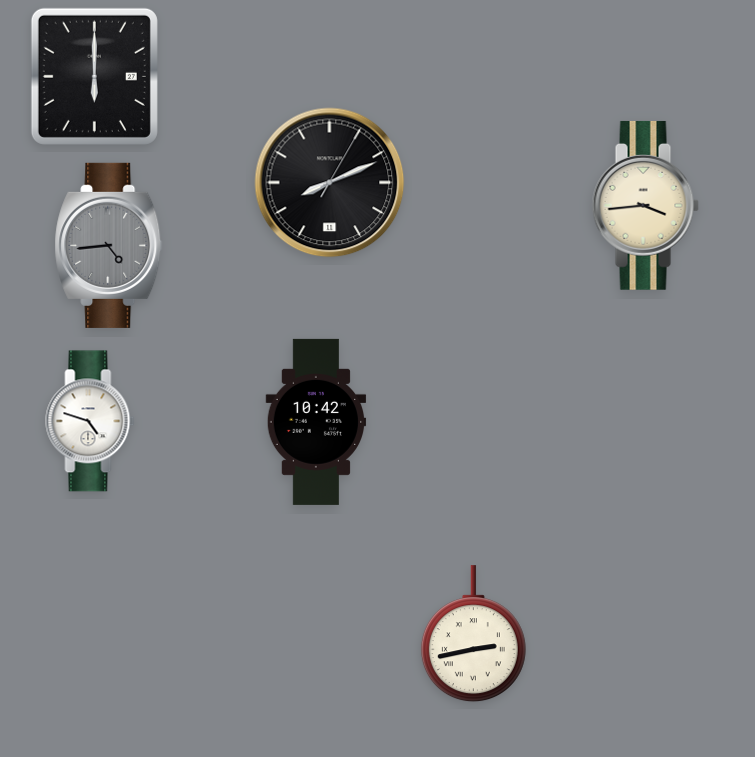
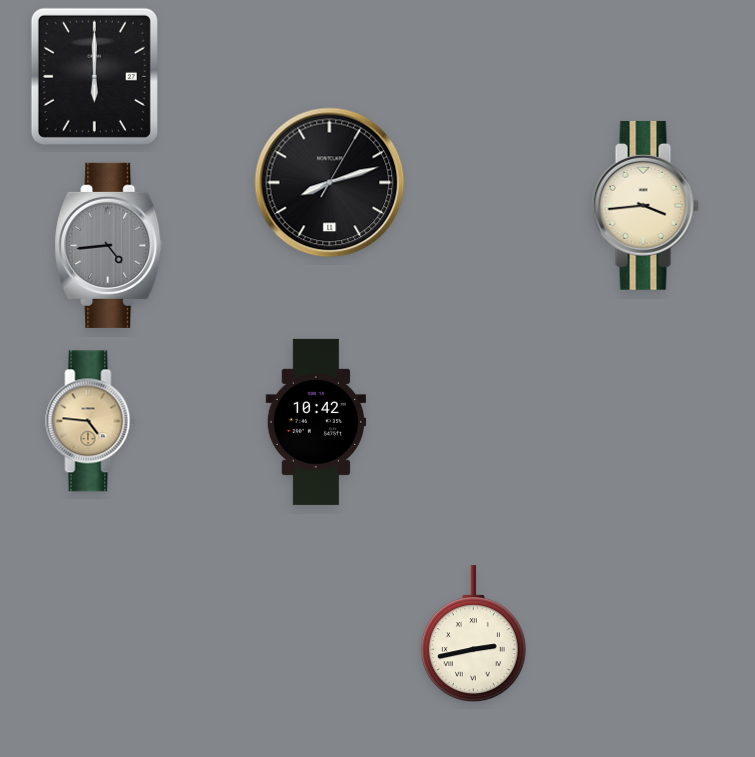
clock at (330, 183): 8:11 -> 8:12
clock at (90, 421): 4:48 -> 4:46
clock at (90, 421) dial: white -> champagne
